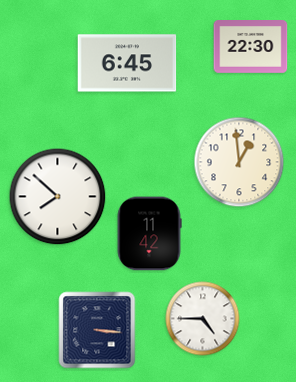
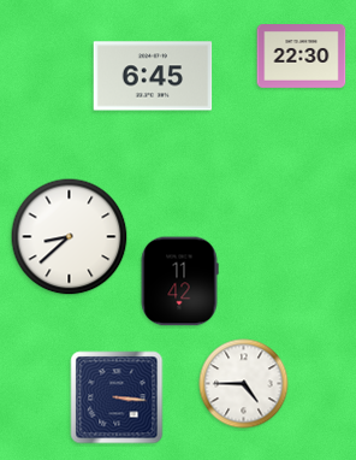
clock at (239, 162): 12:59 -> none
clock at (58, 197): 7:52 -> 8:38
